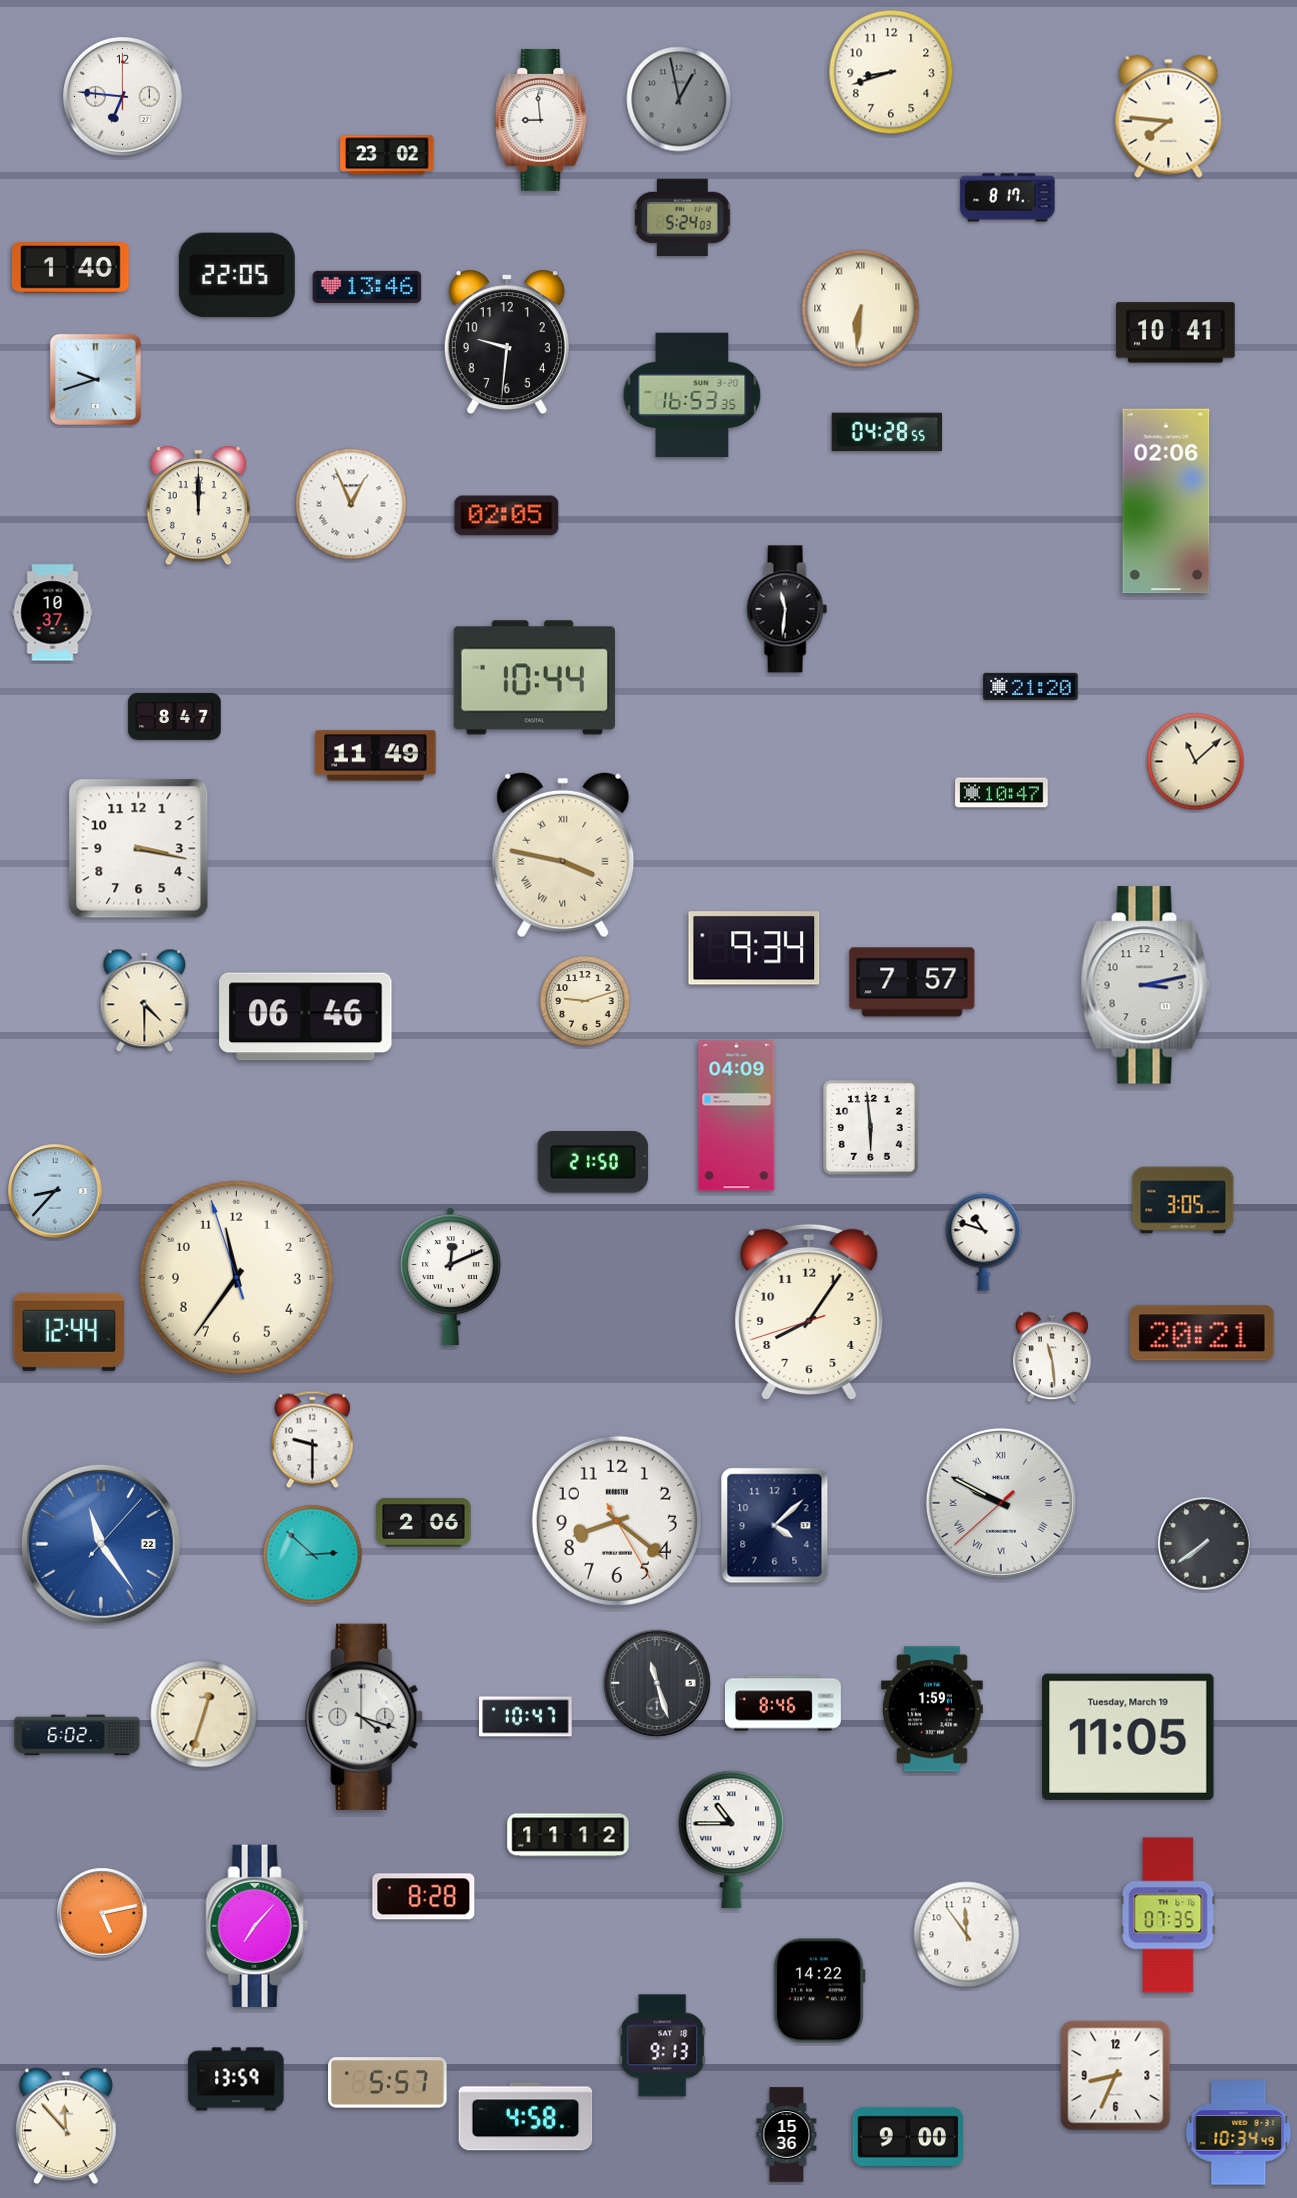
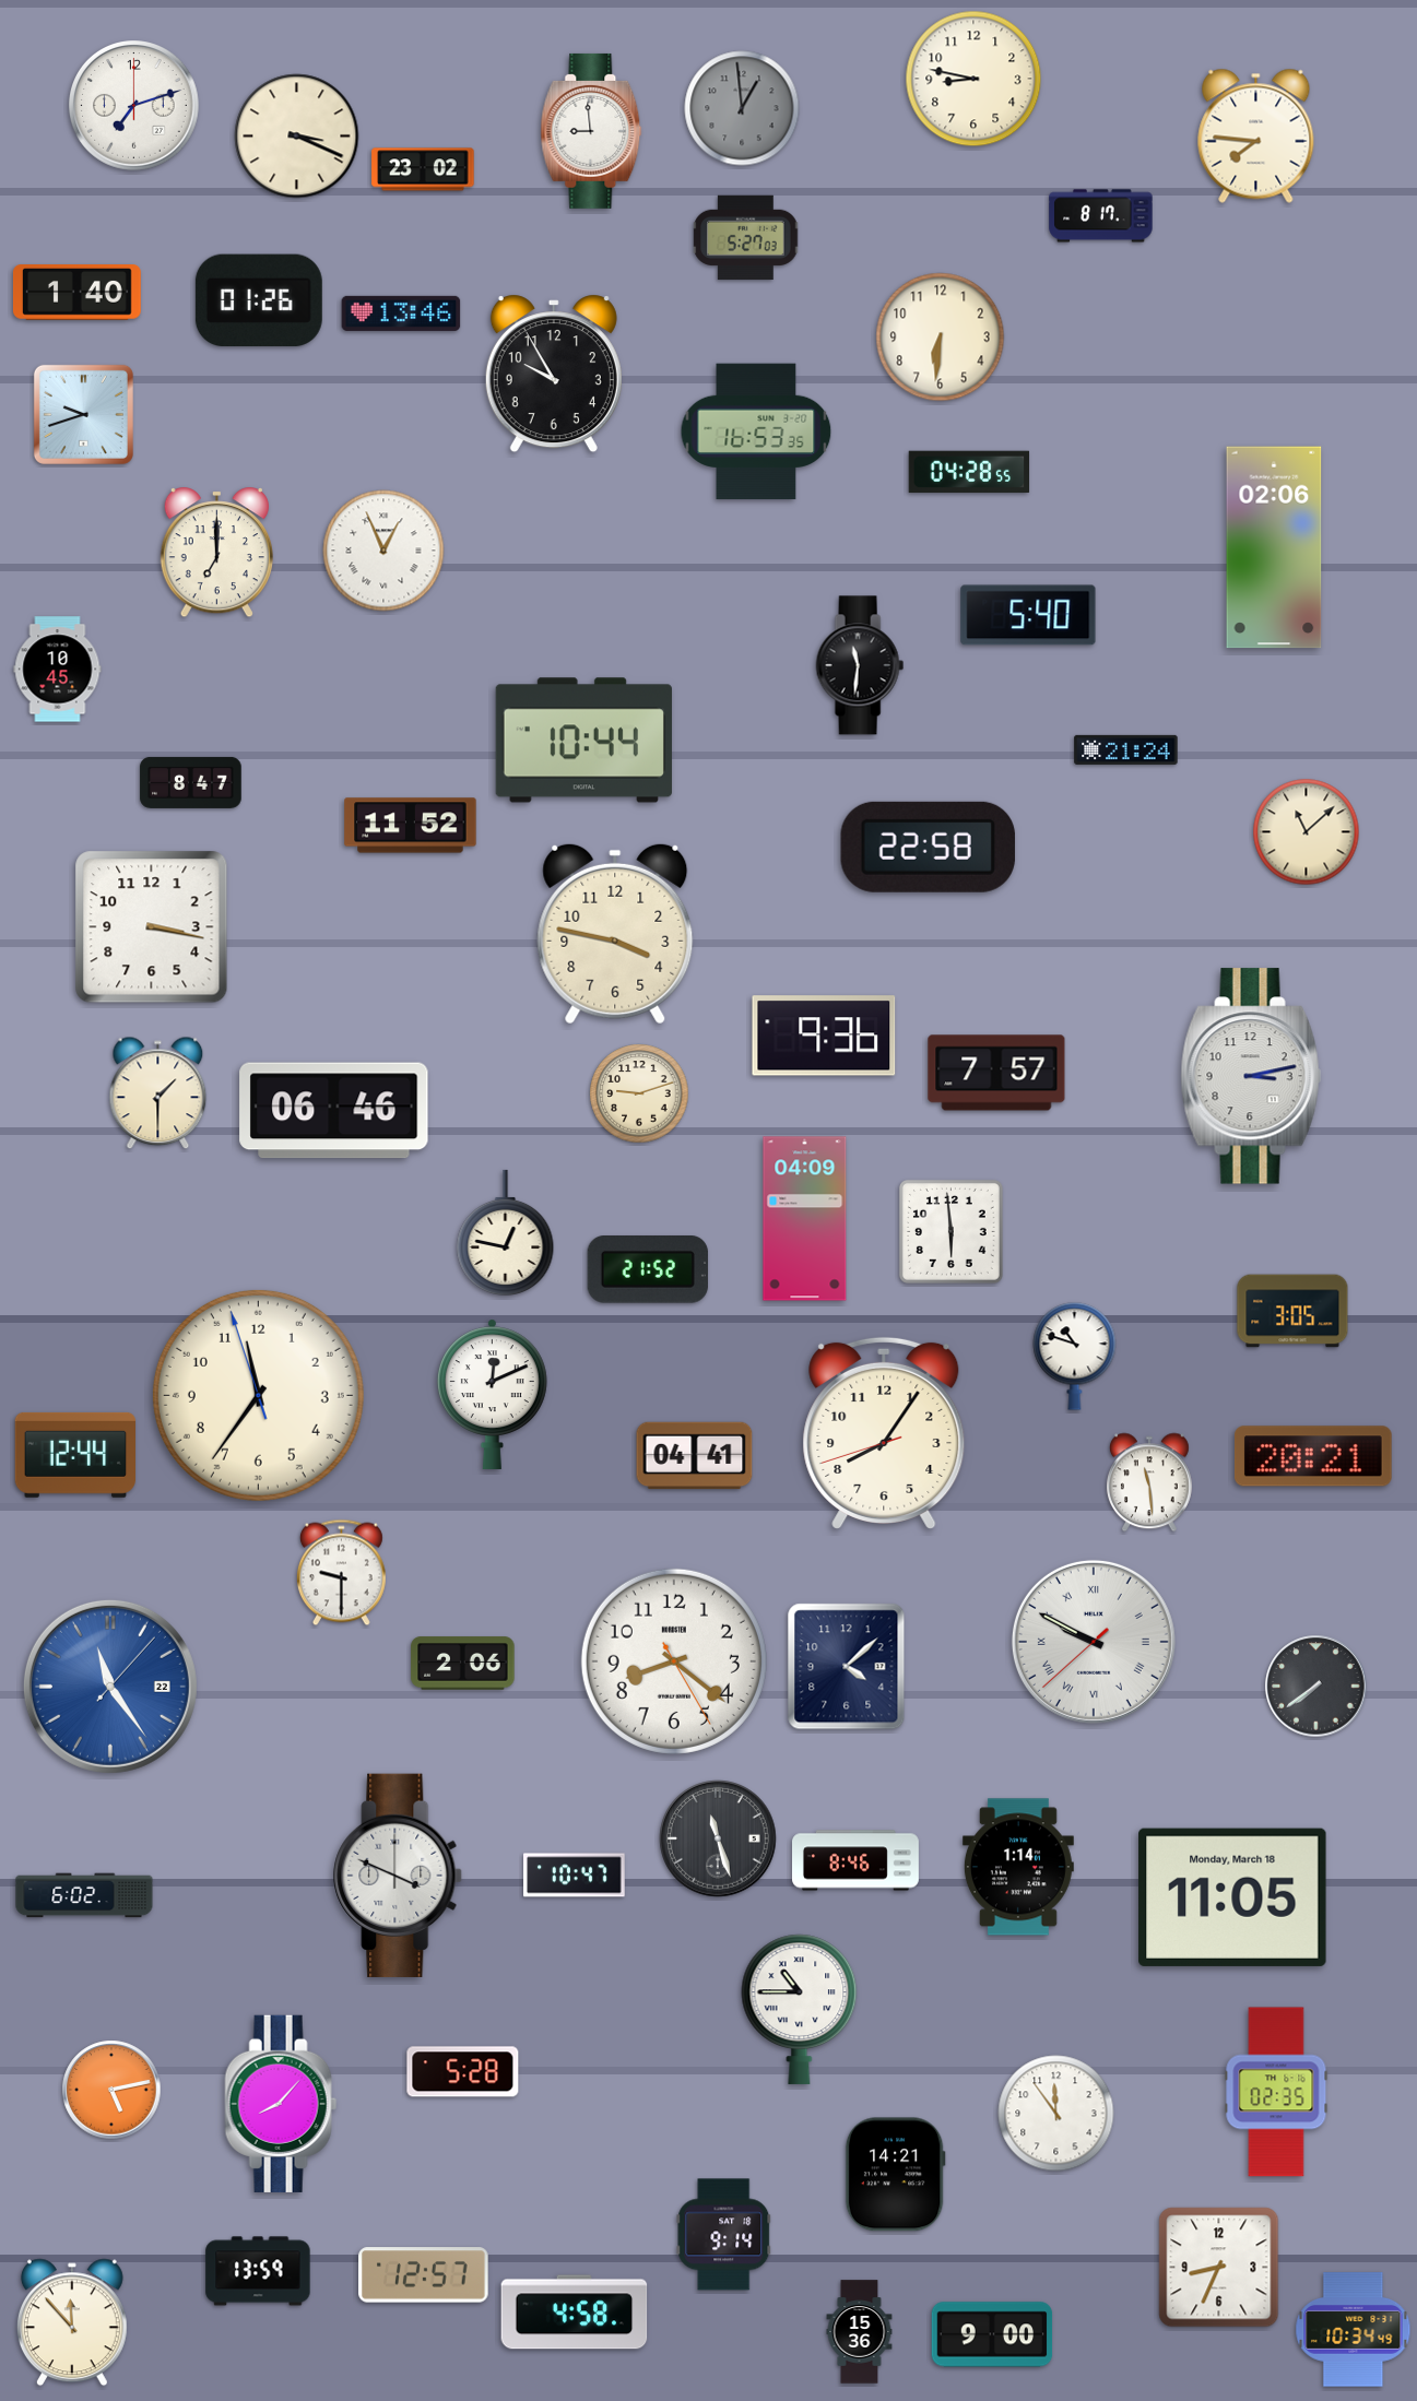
clock at (891, 72): 8:42 -> 8:47
clock at (123, 97): 6:46 -> 7:12
clock at (679, 99): 12:58 -> 12:59
clock at (1169, 116) position: (1169, 116) -> (1256, 135)
clock at (297, 137): none -> 3:19
clock at (683, 218): 5:24 -> 5:27
clock at (237, 275): 22:05 -> 01:26
clock at (861, 309) numerals: Roman -> Arabic
clock at (1176, 333): 10:41 -> none
clock at (507, 342): 9:31 -> 9:55
clock at (95, 379) position: (95, 379) -> (83, 414)
clock at (198, 507): 12:00 -> 7:00
clock at (507, 516): 02:05 -> none
clock at (1028, 615): none -> 5:40
clock at (53, 613): 10:37 -> 10:45
clock at (1031, 686): 21:20 -> 21:24
clock at (376, 756): 11:49 -> 11:52
clock at (928, 847): none -> 22:58
clock at (1002, 793): 10:47 -> none
clock at (563, 855) numerals: Roman -> Arabic
clock at (754, 948): 9:34 -> 9:36
clock at (145, 1001): 4:30 -> 1:30
clock at (506, 1232): none -> 12:47
clock at (593, 1163): 21:50 -> 21:52
clock at (55, 1191): 8:37 -> none
clock at (695, 1456): none -> 04:41
clock at (313, 1555): 2:52 -> none
clock at (932, 1709): 1:59 -> 1:14
clock at (204, 1714): 12:33 -> none
clock at (365, 1717): 4:18 -> 3:49
clock at (1128, 1737) date: Tuesday, March 19 -> Monday, March 18
clock at (568, 1835): 11:12 -> none
clock at (424, 1897): 8:28 -> 5:28
clock at (1168, 1915): 07:35 -> 02:35
clock at (257, 1926): 7:07 -> 8:07
clock at (819, 1991): 14:22 -> 14:21
clock at (663, 2046): 9:13 -> 9:14
clock at (388, 2083): 5:57 -> 12:57
